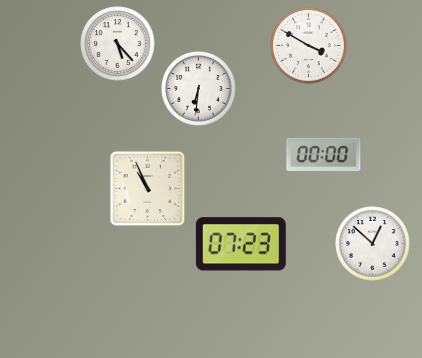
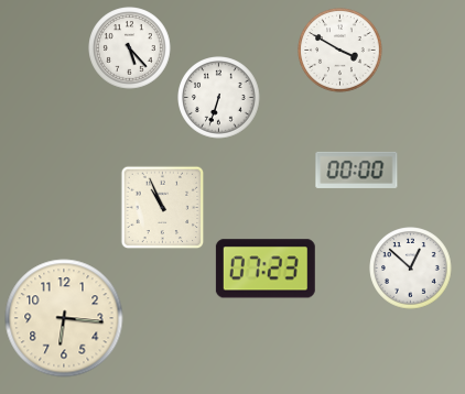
clock at (199, 89): 6:31 -> 6:33
clock at (64, 318): none -> 6:16
